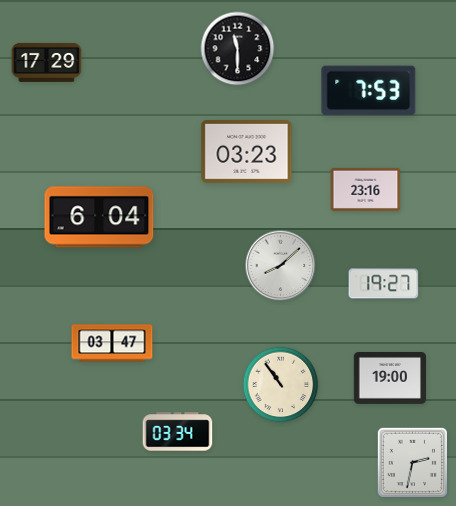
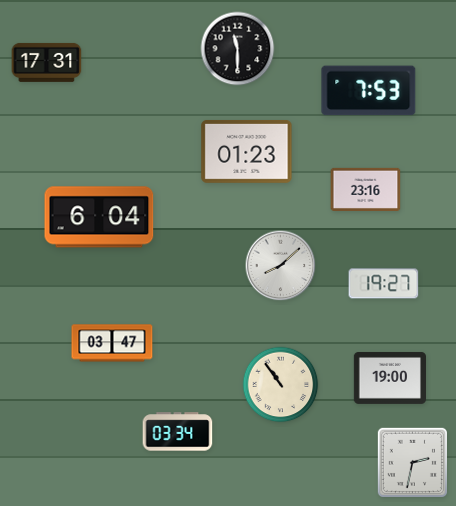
clock at (47, 62): 17:29 -> 17:31
clock at (247, 151): 03:23 -> 01:23
